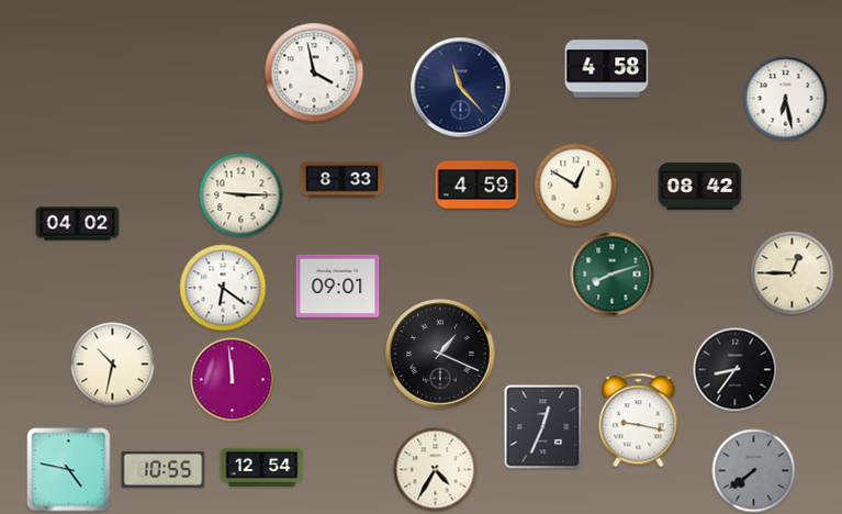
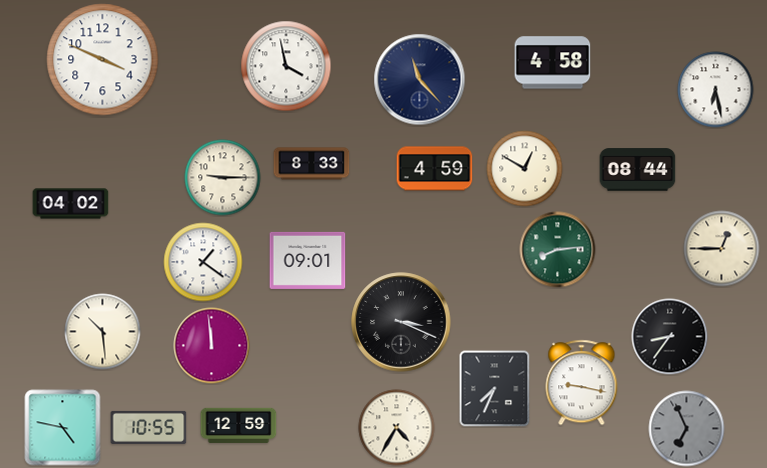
clock at (103, 60): none -> 3:49
clock at (700, 187): 08:42 -> 08:44
clock at (242, 195) position: (242, 195) -> (223, 178)
clock at (613, 275): 8:12 -> 8:14
clock at (223, 288): 6:21 -> 1:21
clock at (440, 354): 1:19 -> 3:19
clock at (113, 365): 10:32 -> 10:29
clock at (543, 427): 12:34 -> 7:34
clock at (262, 467): 12:54 -> 12:59
clock at (754, 471): 7:39 -> 6:56
